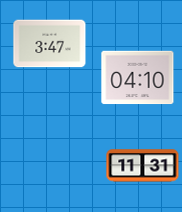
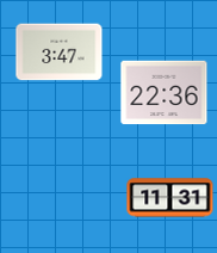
clock at (138, 78): 04:10 -> 22:36
